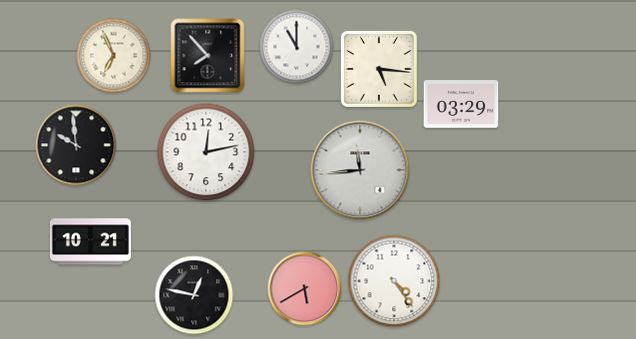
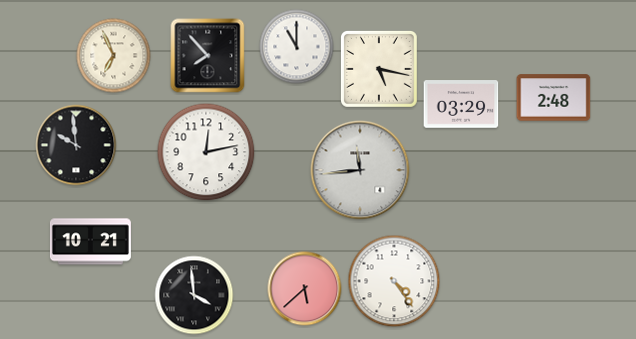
clock at (380, 70): 5:16 -> 5:17
clock at (554, 98): none -> 2:48
clock at (305, 289): 5:40 -> 5:38
clock at (194, 295): 12:47 -> 3:59
